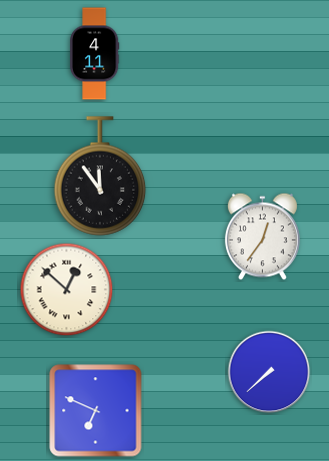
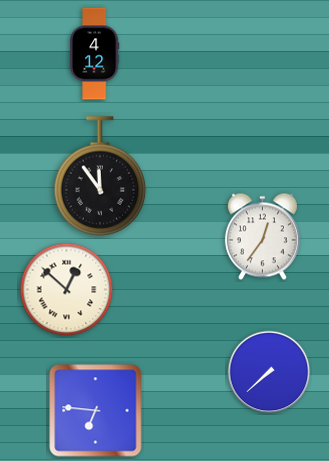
clock at (95, 54): 4:11 -> 4:12
clock at (96, 411): 6:49 -> 6:46
